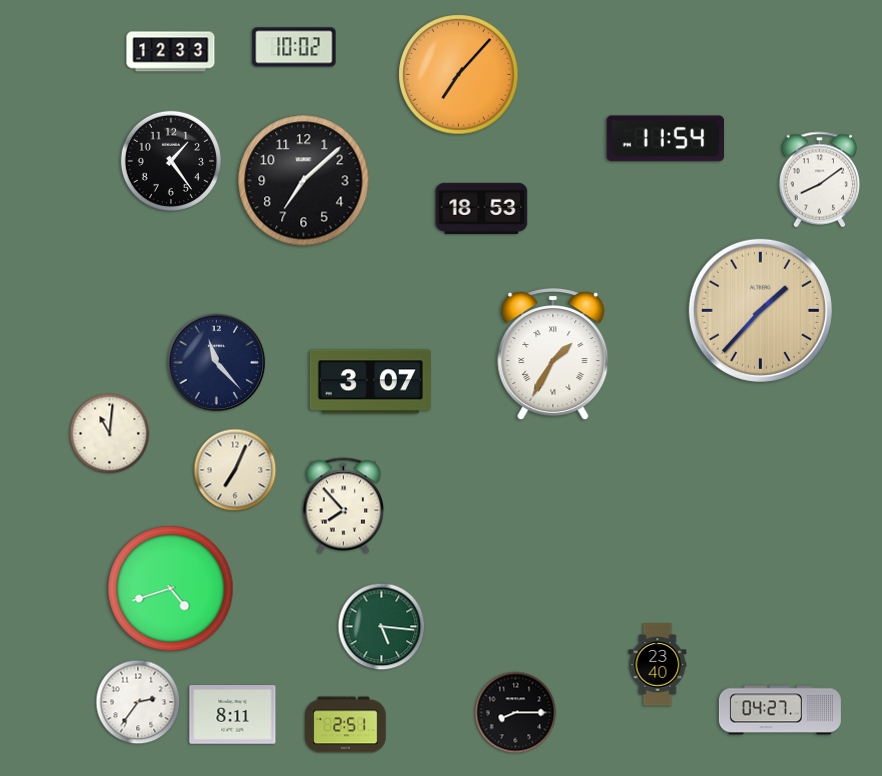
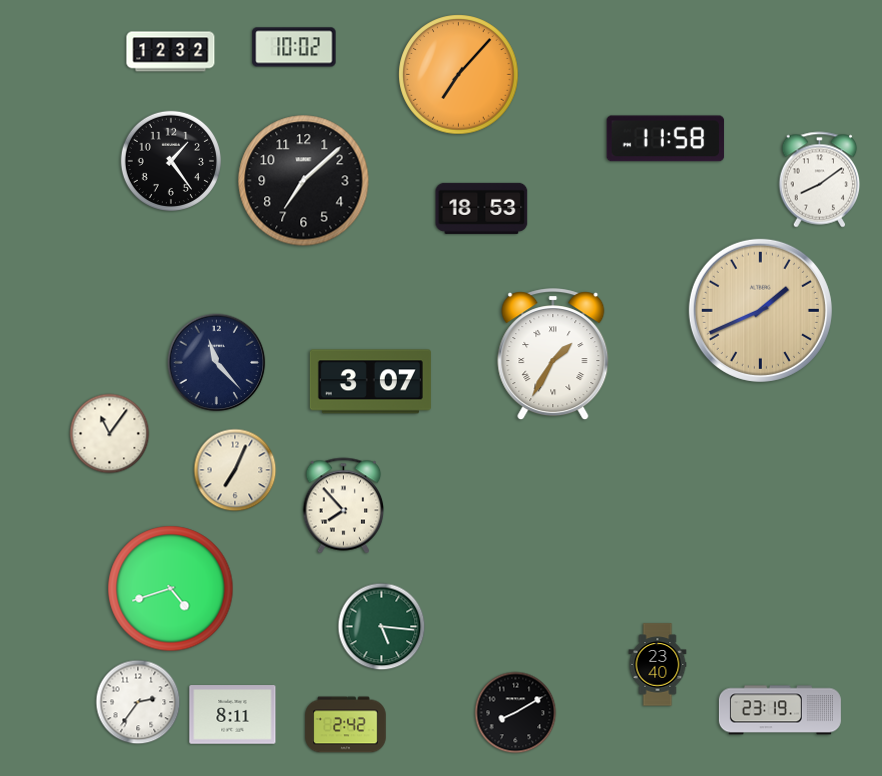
clock at (171, 52): 12:33 -> 12:32
clock at (666, 139): 11:54 -> 11:58
clock at (760, 310): 1:37 -> 1:41
clock at (110, 434): 11:01 -> 11:06
clock at (780, 710): 04:27 -> 23:19
clock at (516, 713): 8:15 -> 8:10
clock at (346, 725): 2:51 -> 2:42
